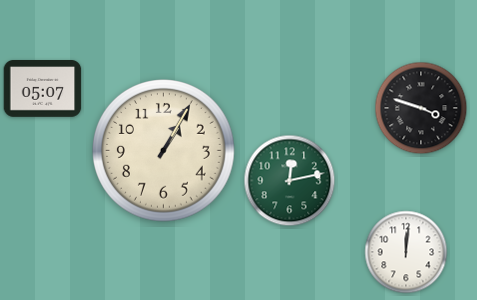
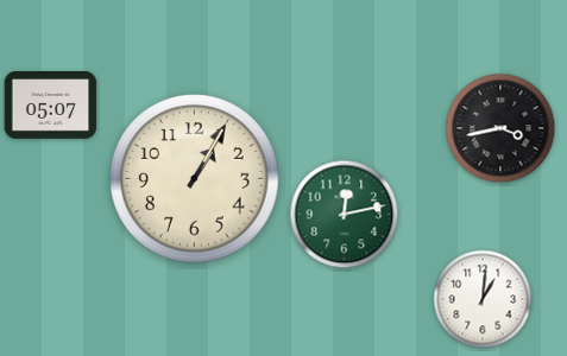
clock at (421, 108): 3:48 -> 3:43
clock at (406, 252): 12:01 -> 1:01
